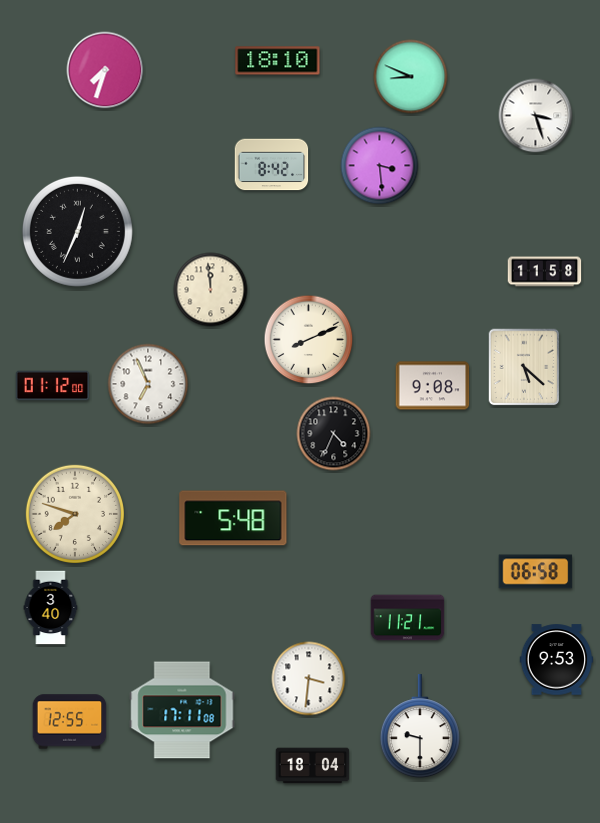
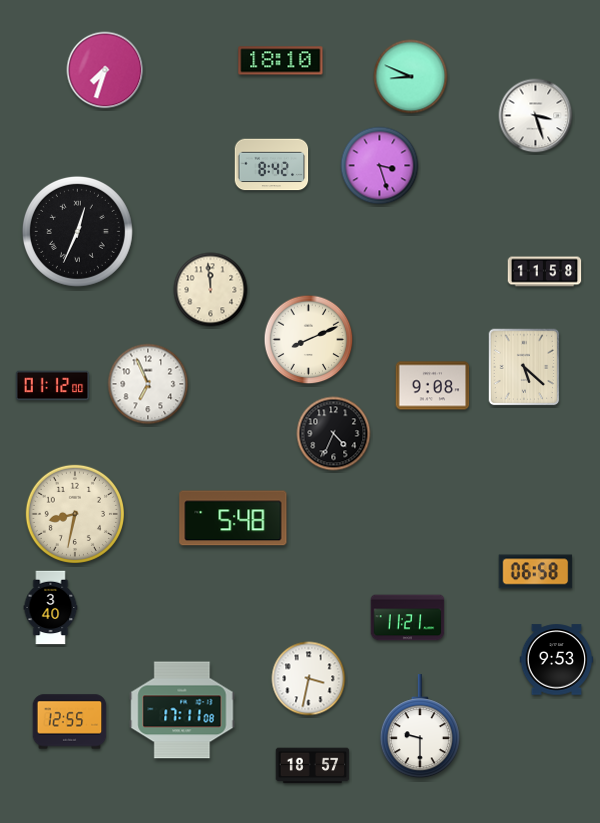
clock at (278, 61) position: (278, 61) -> (281, 61)
clock at (380, 166): 3:29 -> 3:27
clock at (74, 513): 7:48 -> 8:32
clock at (309, 679): 3:31 -> 3:32
clock at (313, 766): 18:04 -> 18:57
